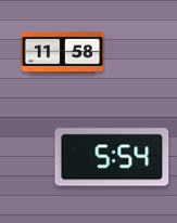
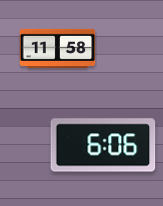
clock at (112, 157): 5:54 -> 6:06
